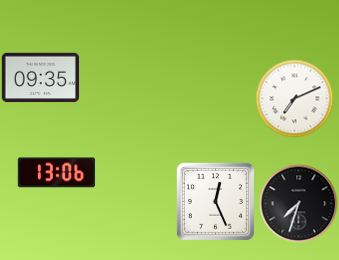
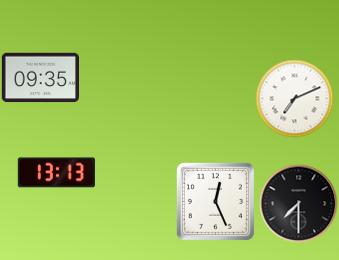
clock at (56, 173): 13:06 -> 13:13
clock at (298, 203): 7:33 -> 7:30
